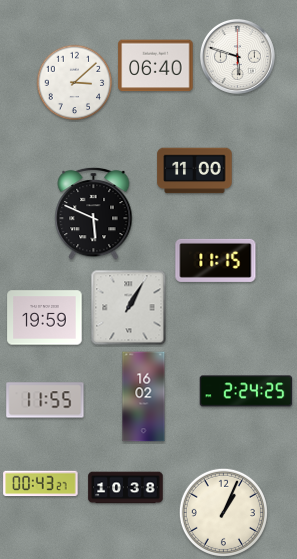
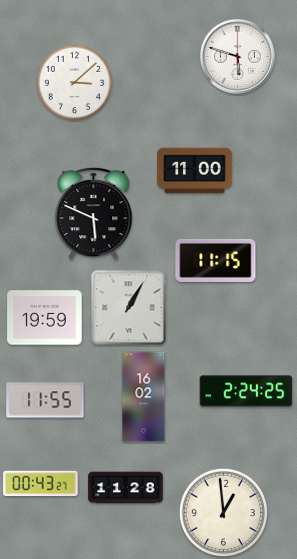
clock at (156, 66): 06:40 -> none
clock at (126, 488): 10:38 -> 11:28
clock at (223, 512): 1:04 -> 12:59
